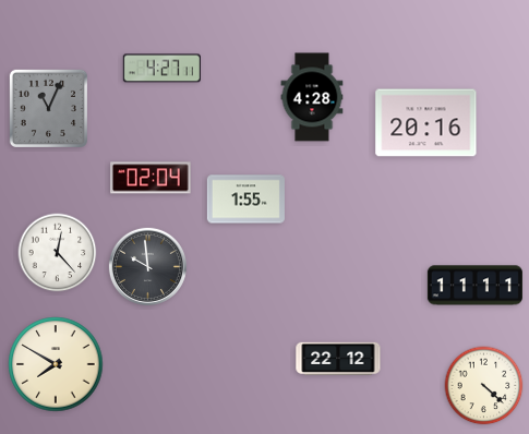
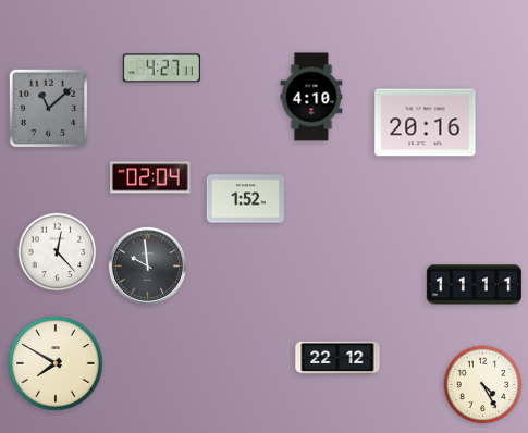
clock at (312, 97): 4:28 -> 4:10
clock at (48, 108): 11:04 -> 11:08
clock at (245, 200): 1:55 -> 1:52
clock at (484, 386): 4:22 -> 4:25
